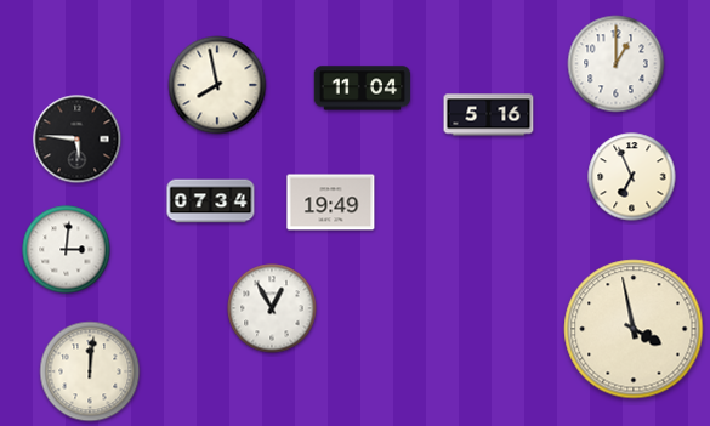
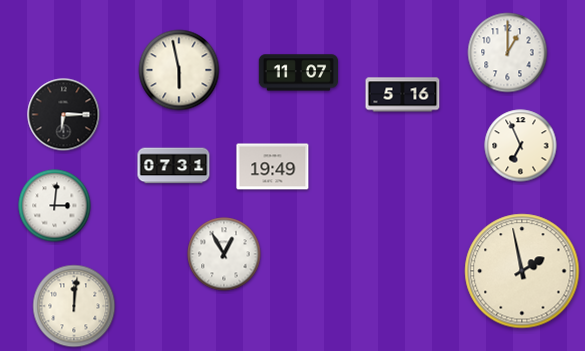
clock at (217, 85): 7:58 -> 5:58
clock at (363, 89): 11:04 -> 11:07
clock at (78, 140): 5:46 -> 6:15
clock at (211, 201): 07:34 -> 07:31
clock at (634, 329): 3:58 -> 1:58
